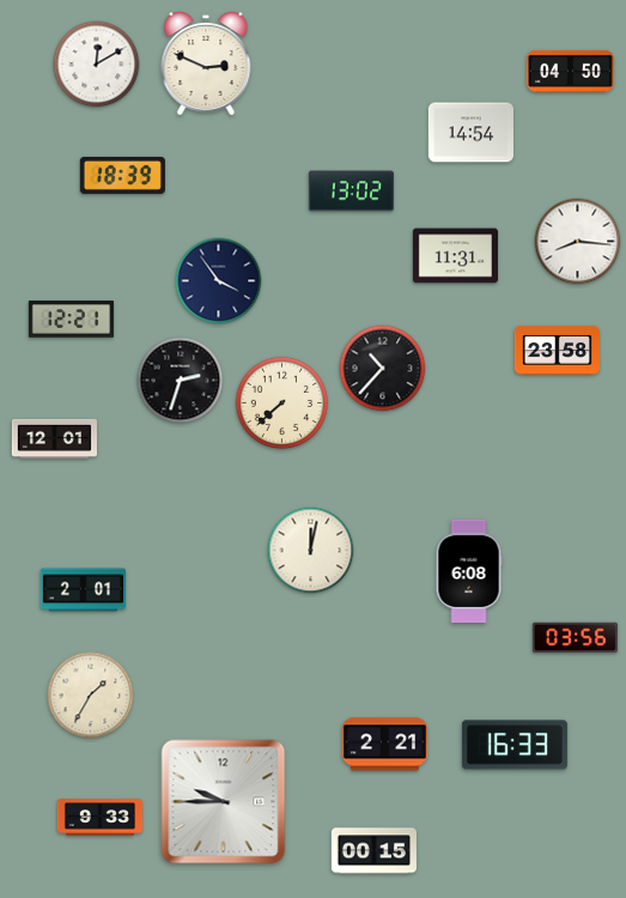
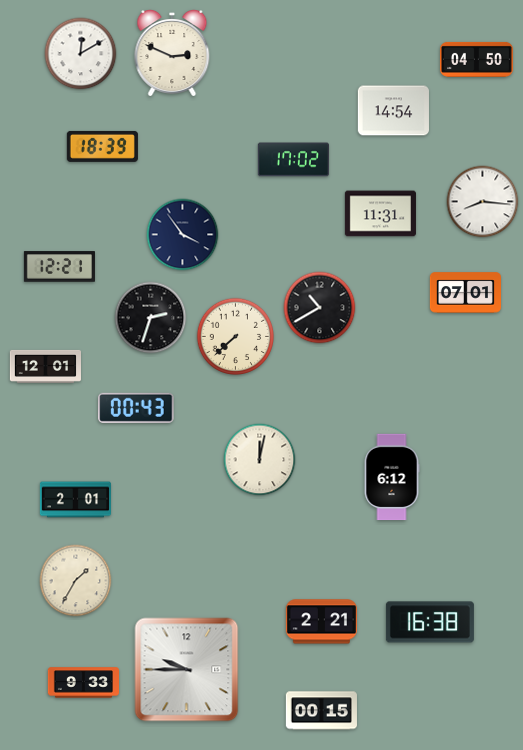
clock at (351, 192): 13:02 -> 17:02
clock at (557, 351): 23:58 -> 07:01
clock at (383, 369): 10:37 -> 10:40
clock at (136, 408): none -> 00:43
clock at (469, 571): 6:08 -> 6:12
clock at (83, 590) position: (83, 590) -> (75, 500)
clock at (575, 638): 03:56 -> none
clock at (515, 745): 16:33 -> 16:38
clock at (373, 851) position: (373, 851) -> (321, 711)
